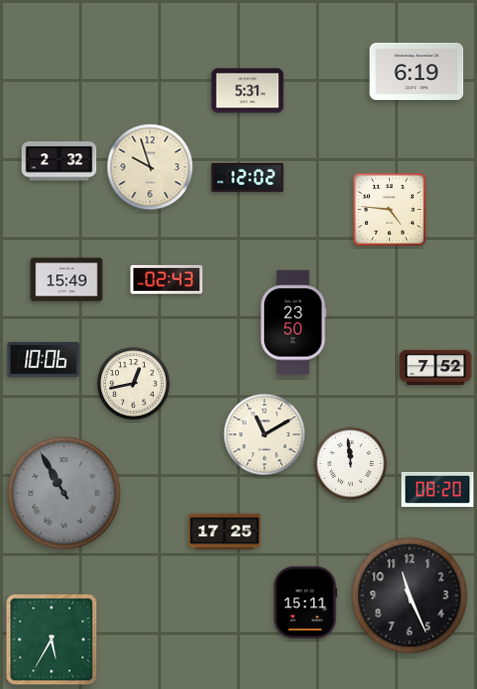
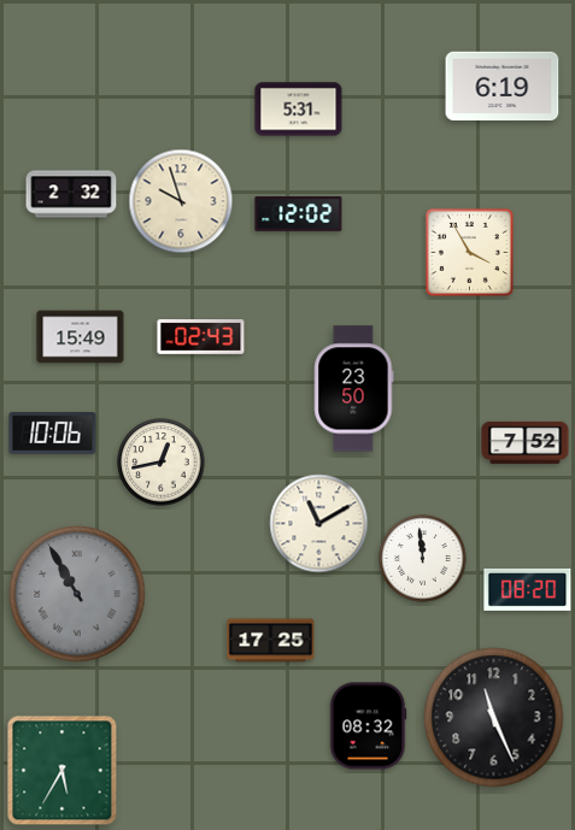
clock at (389, 209): 4:46 -> 3:55
clock at (305, 603): 15:11 -> 08:32
